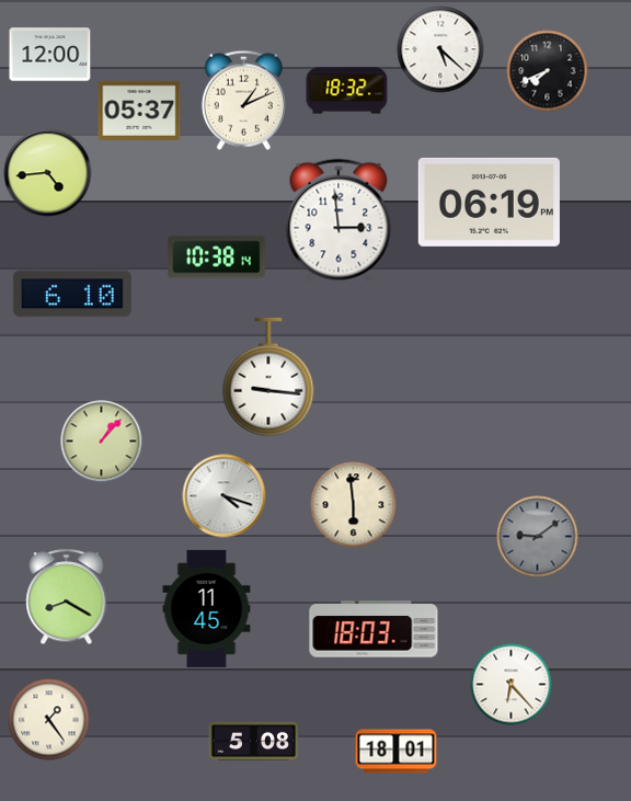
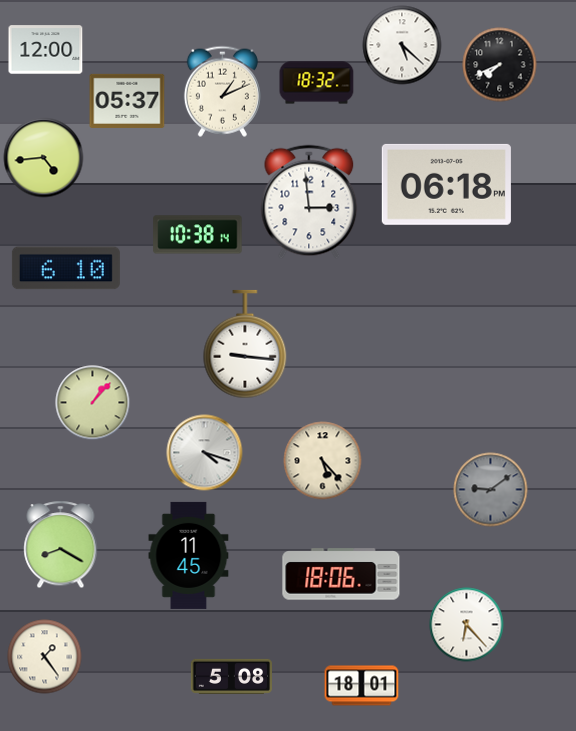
clock at (489, 202): 06:19 -> 06:18
clock at (354, 505): 5:59 -> 5:23
clock at (374, 629): 18:03 -> 18:06
